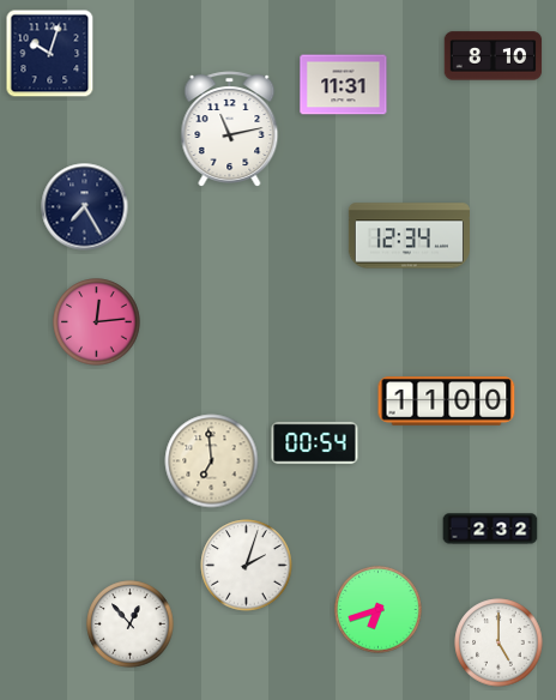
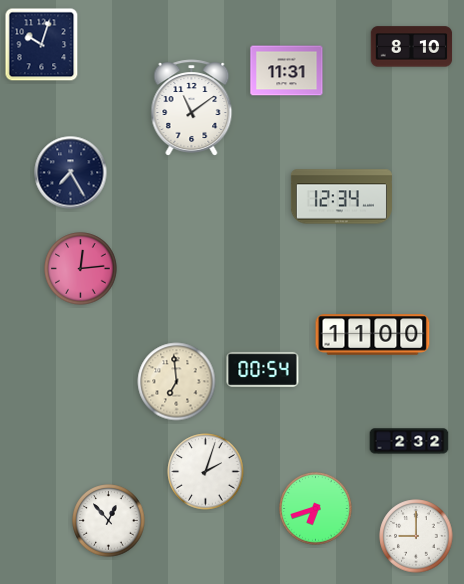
clock at (230, 129): 11:13 -> 11:09
clock at (212, 461) position: (212, 461) -> (177, 382)
clock at (498, 642): 5:00 -> 9:00
